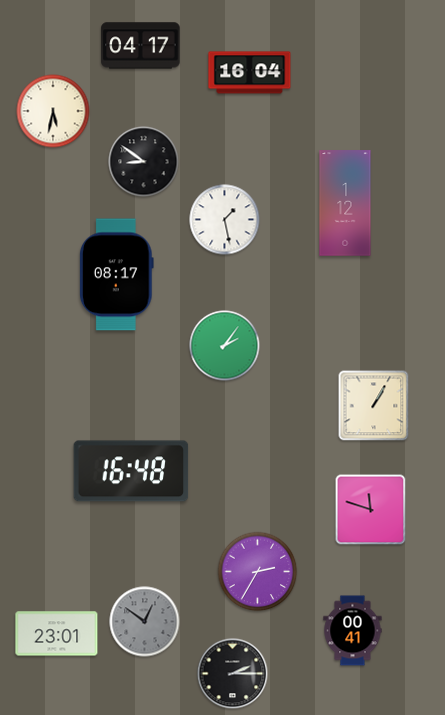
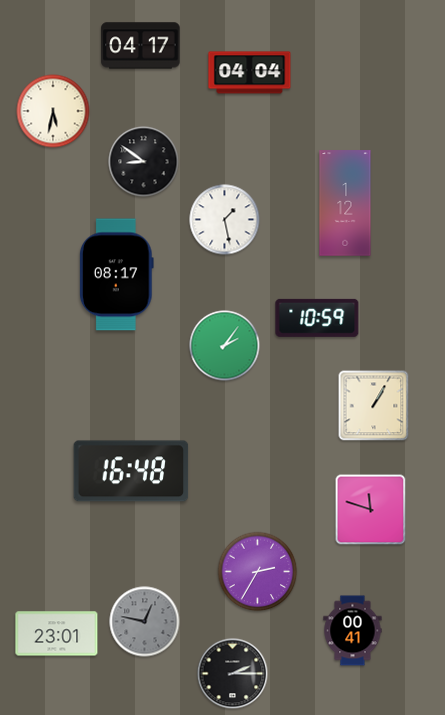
clock at (250, 73): 16:04 -> 04:04
clock at (317, 318): none -> 10:59
clock at (145, 622): 12:51 -> 12:47
